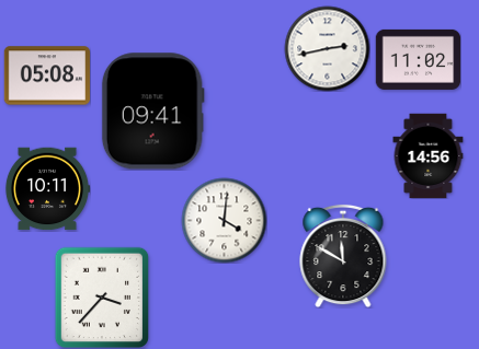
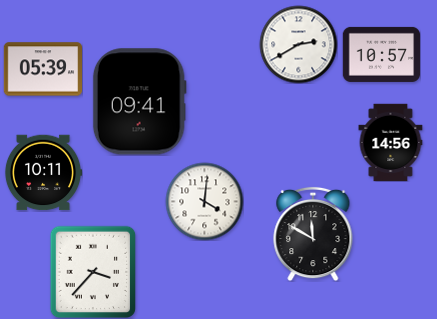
clock at (327, 48): 2:43 -> 2:40
clock at (418, 59): 11:02 -> 10:57
clock at (46, 75): 05:08 -> 05:39
